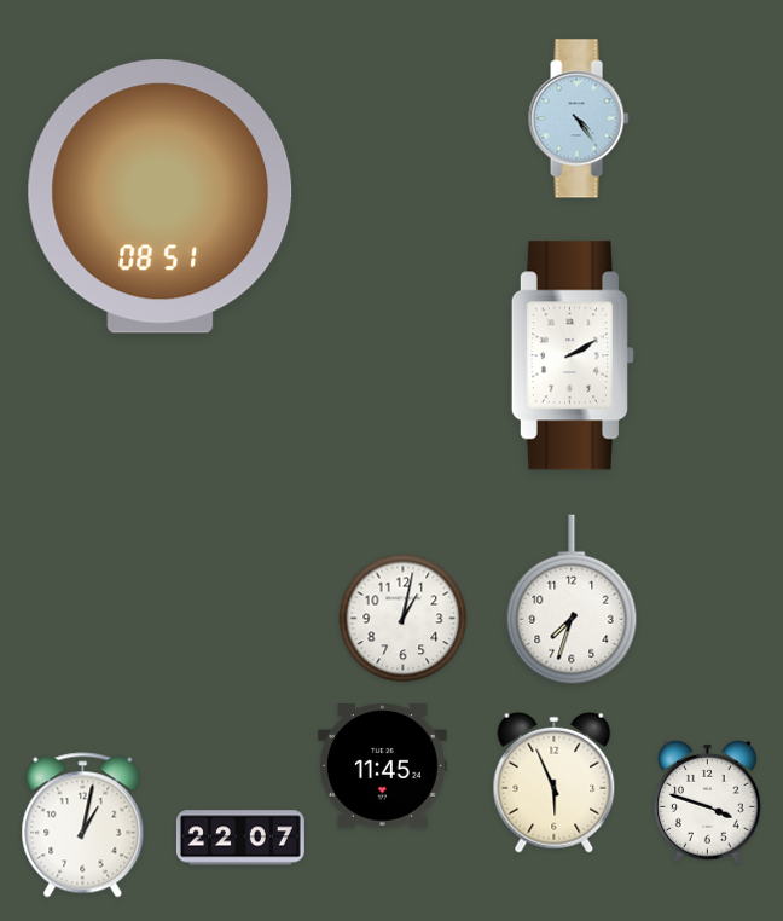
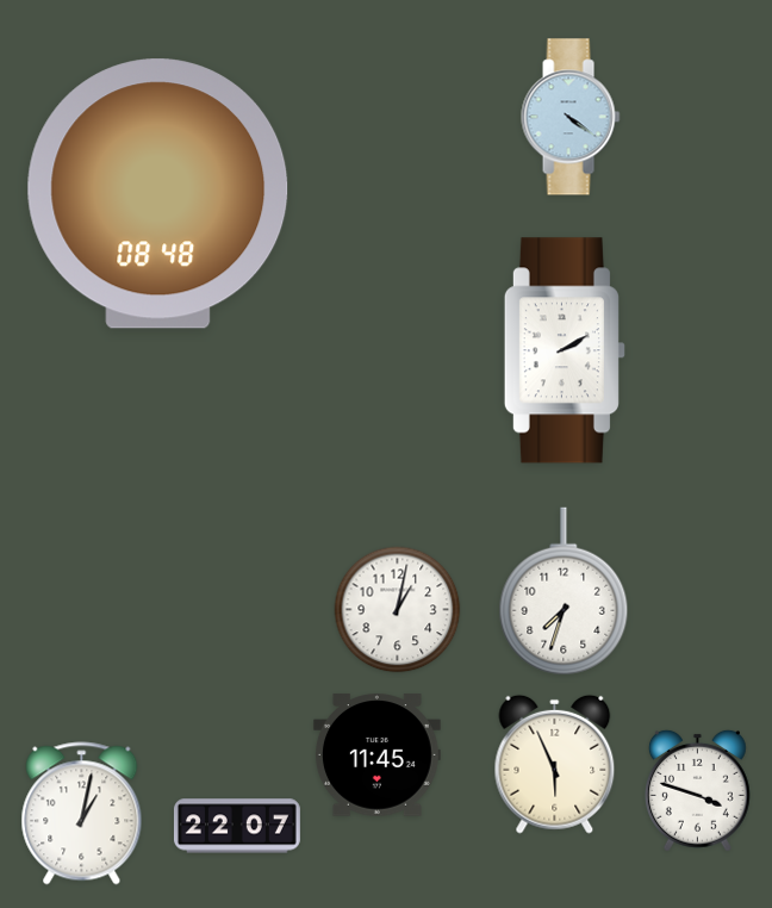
clock at (579, 118): 4:24 -> 4:21
clock at (161, 197): 08:51 -> 08:48
clock at (555, 782) position: (555, 782) -> (555, 764)
